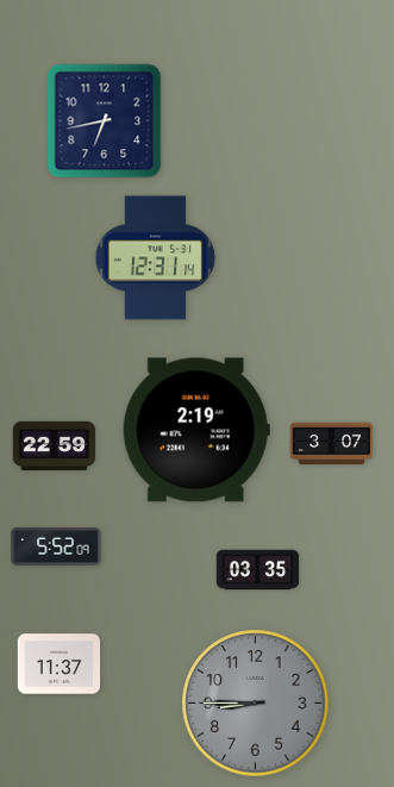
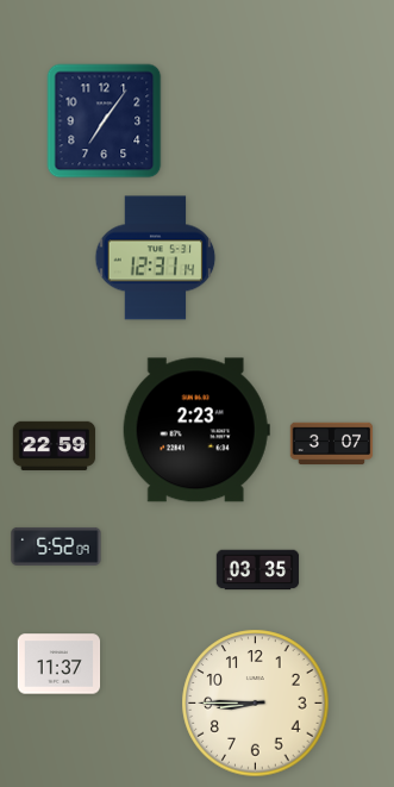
clock at (105, 121): 6:43 -> 7:06
clock at (196, 430): 2:19 -> 2:23
clock at (256, 704) dial: grey -> cream
